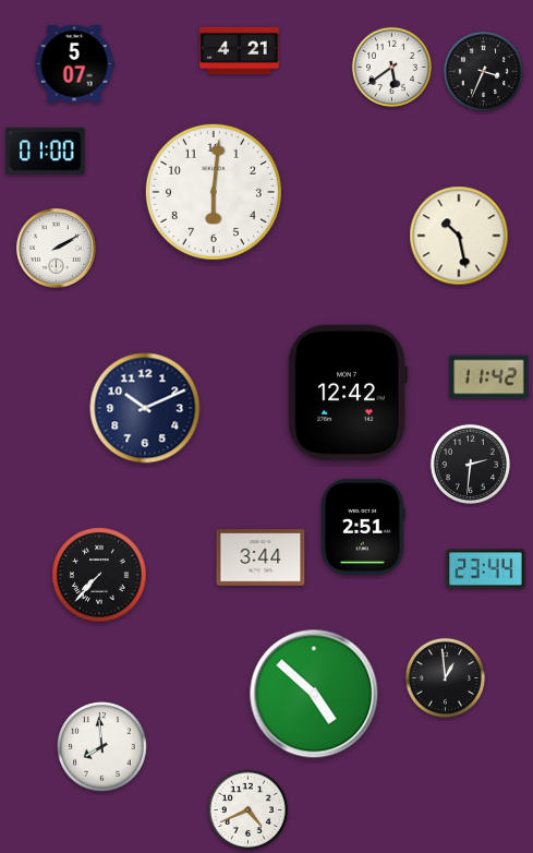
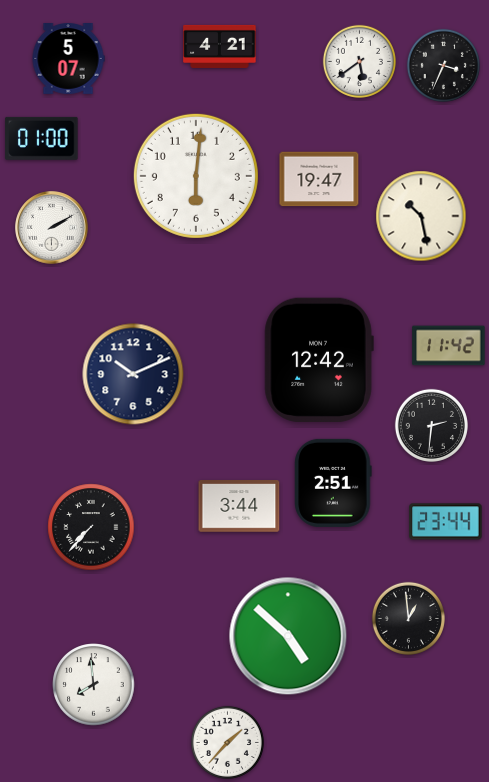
clock at (319, 179): none -> 19:47
clock at (261, 557) position: (261, 557) -> (239, 506)
clock at (445, 677) position: (445, 677) -> (408, 618)
clock at (247, 809): 4:41 -> 1:37
